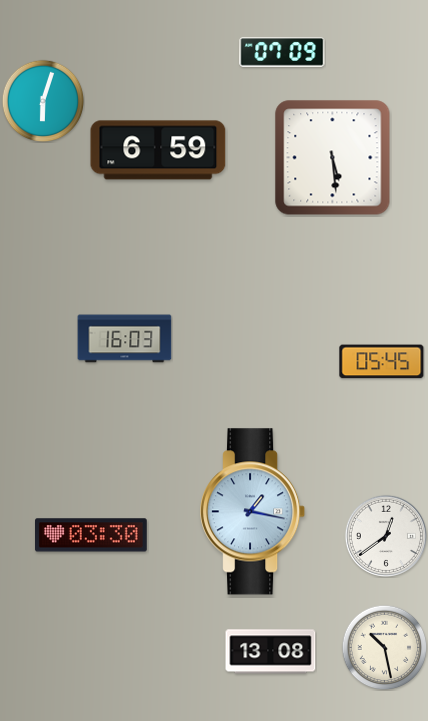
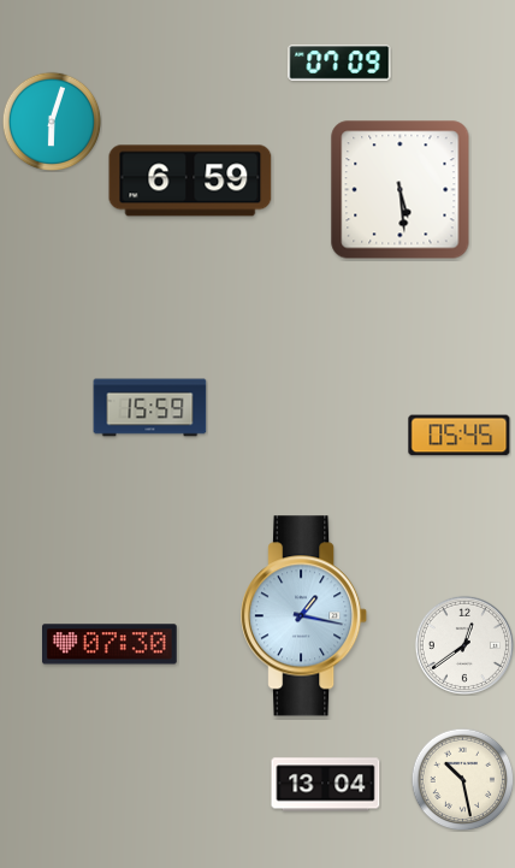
clock at (125, 339): 16:03 -> 15:59
clock at (92, 535): 03:30 -> 07:30
clock at (271, 652): 13:08 -> 13:04
